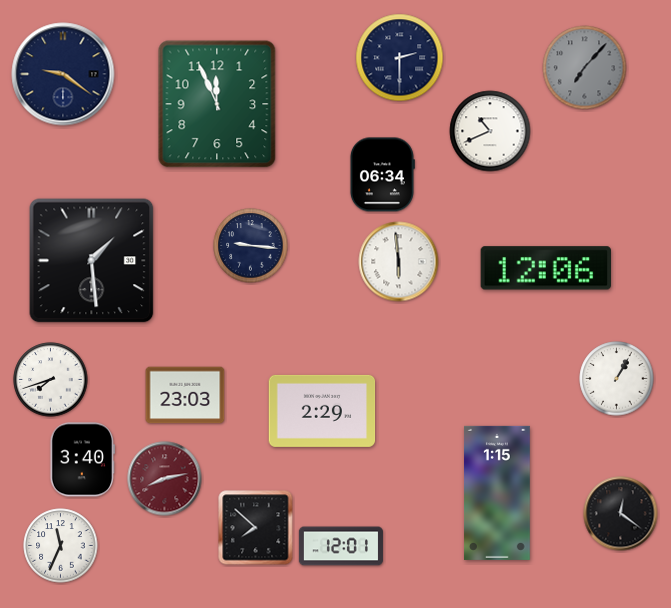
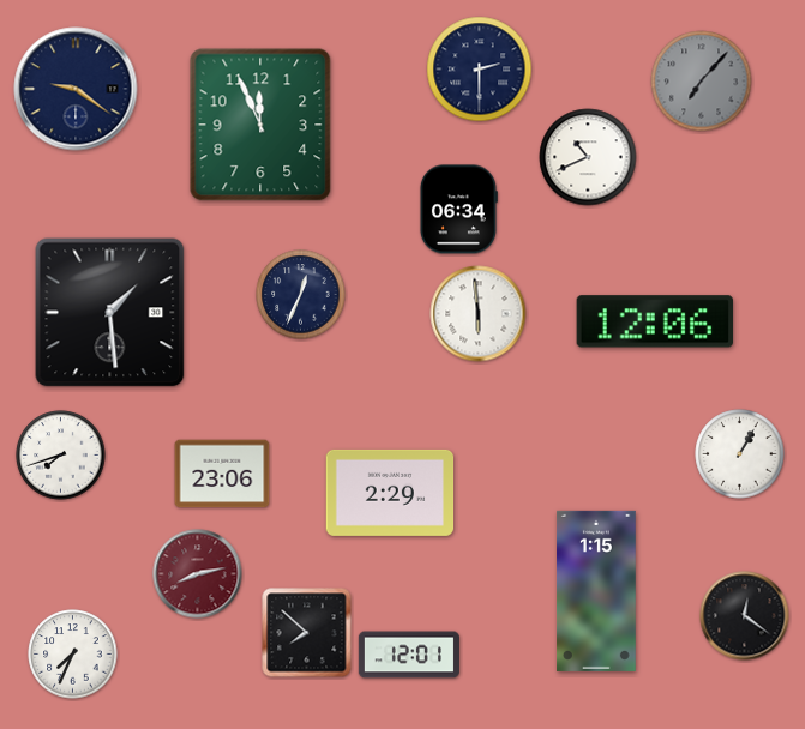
clock at (251, 246): 9:16 -> 12:34
clock at (185, 395): 23:03 -> 23:06
clock at (322, 411) position: (322, 411) -> (390, 493)
clock at (82, 460): 3:40 -> none
clock at (61, 546): 11:34 -> 7:34
